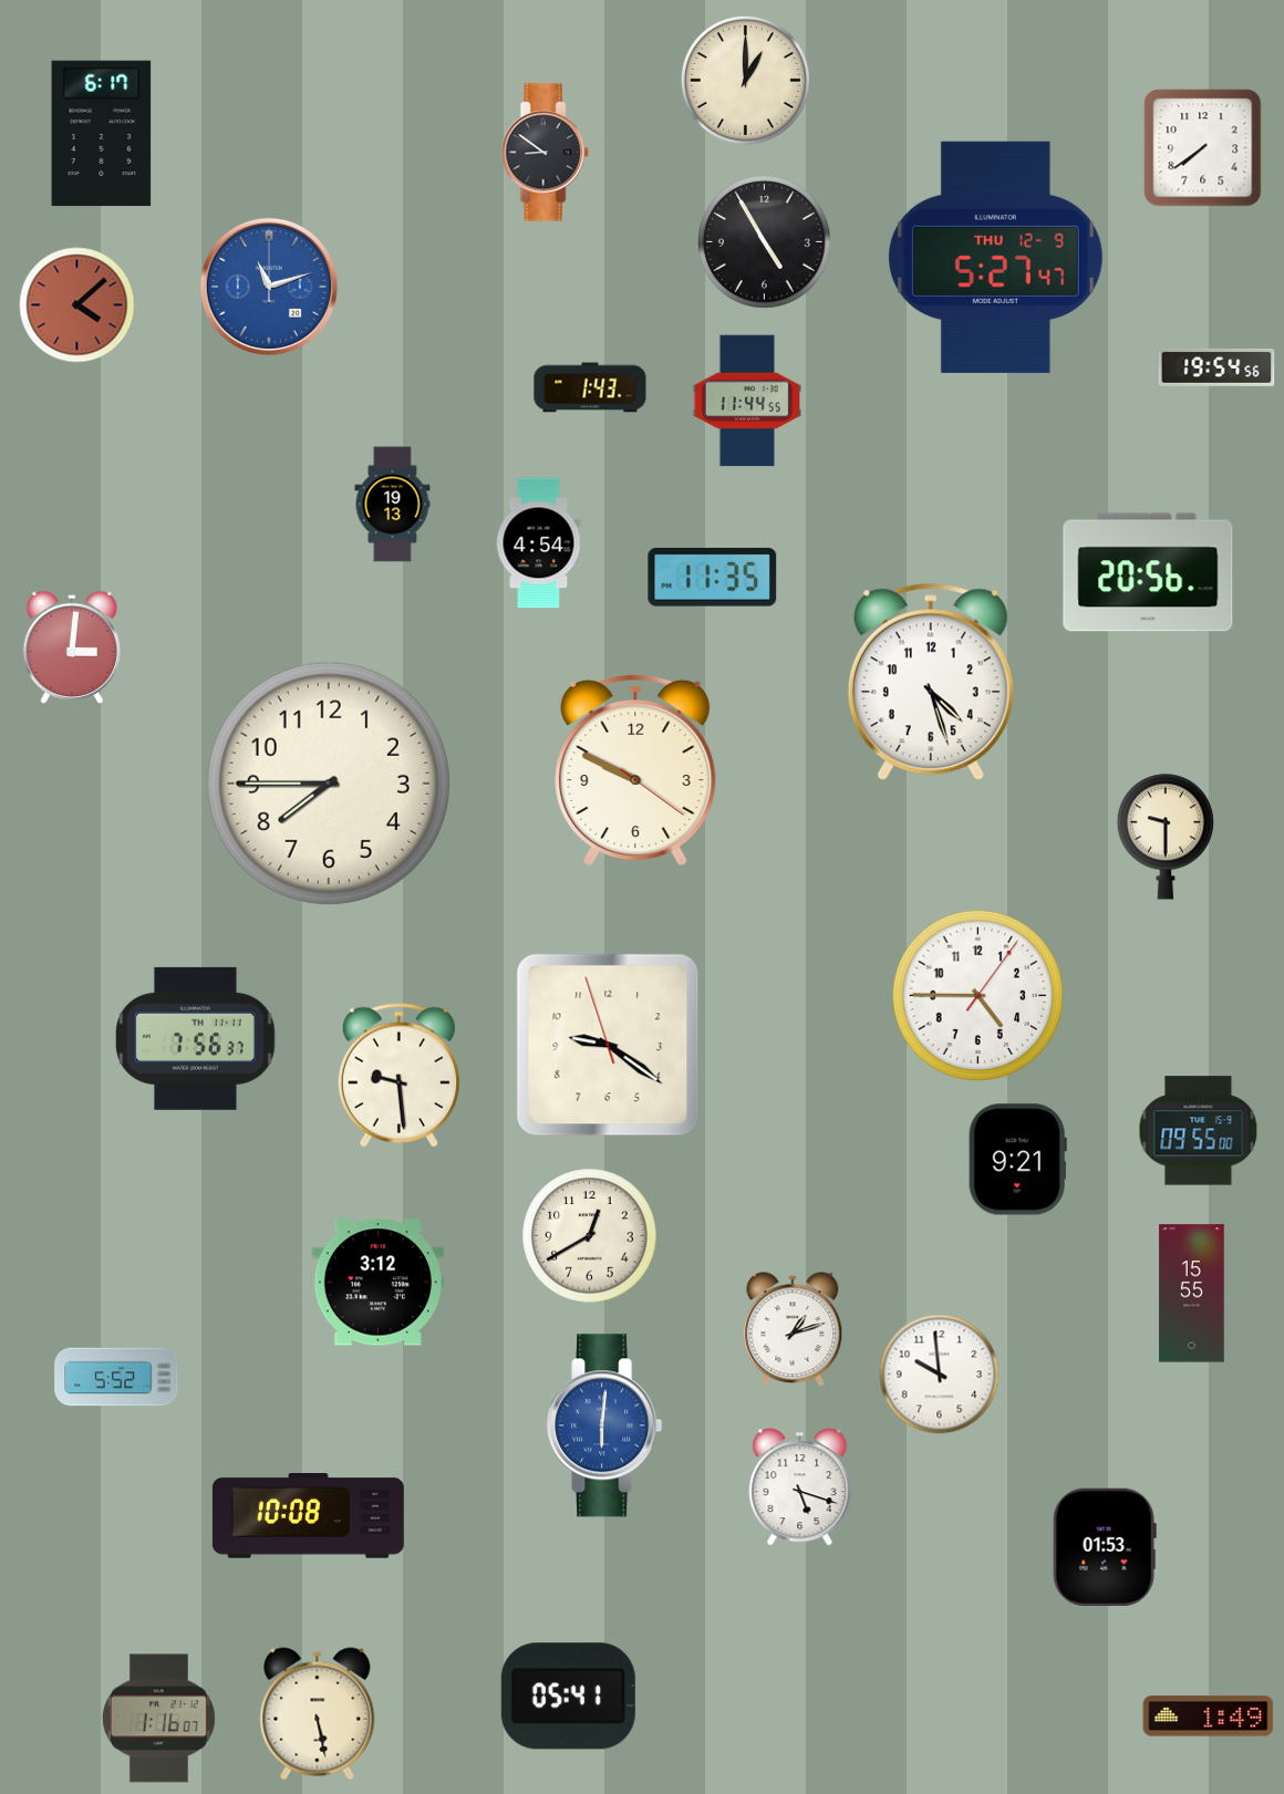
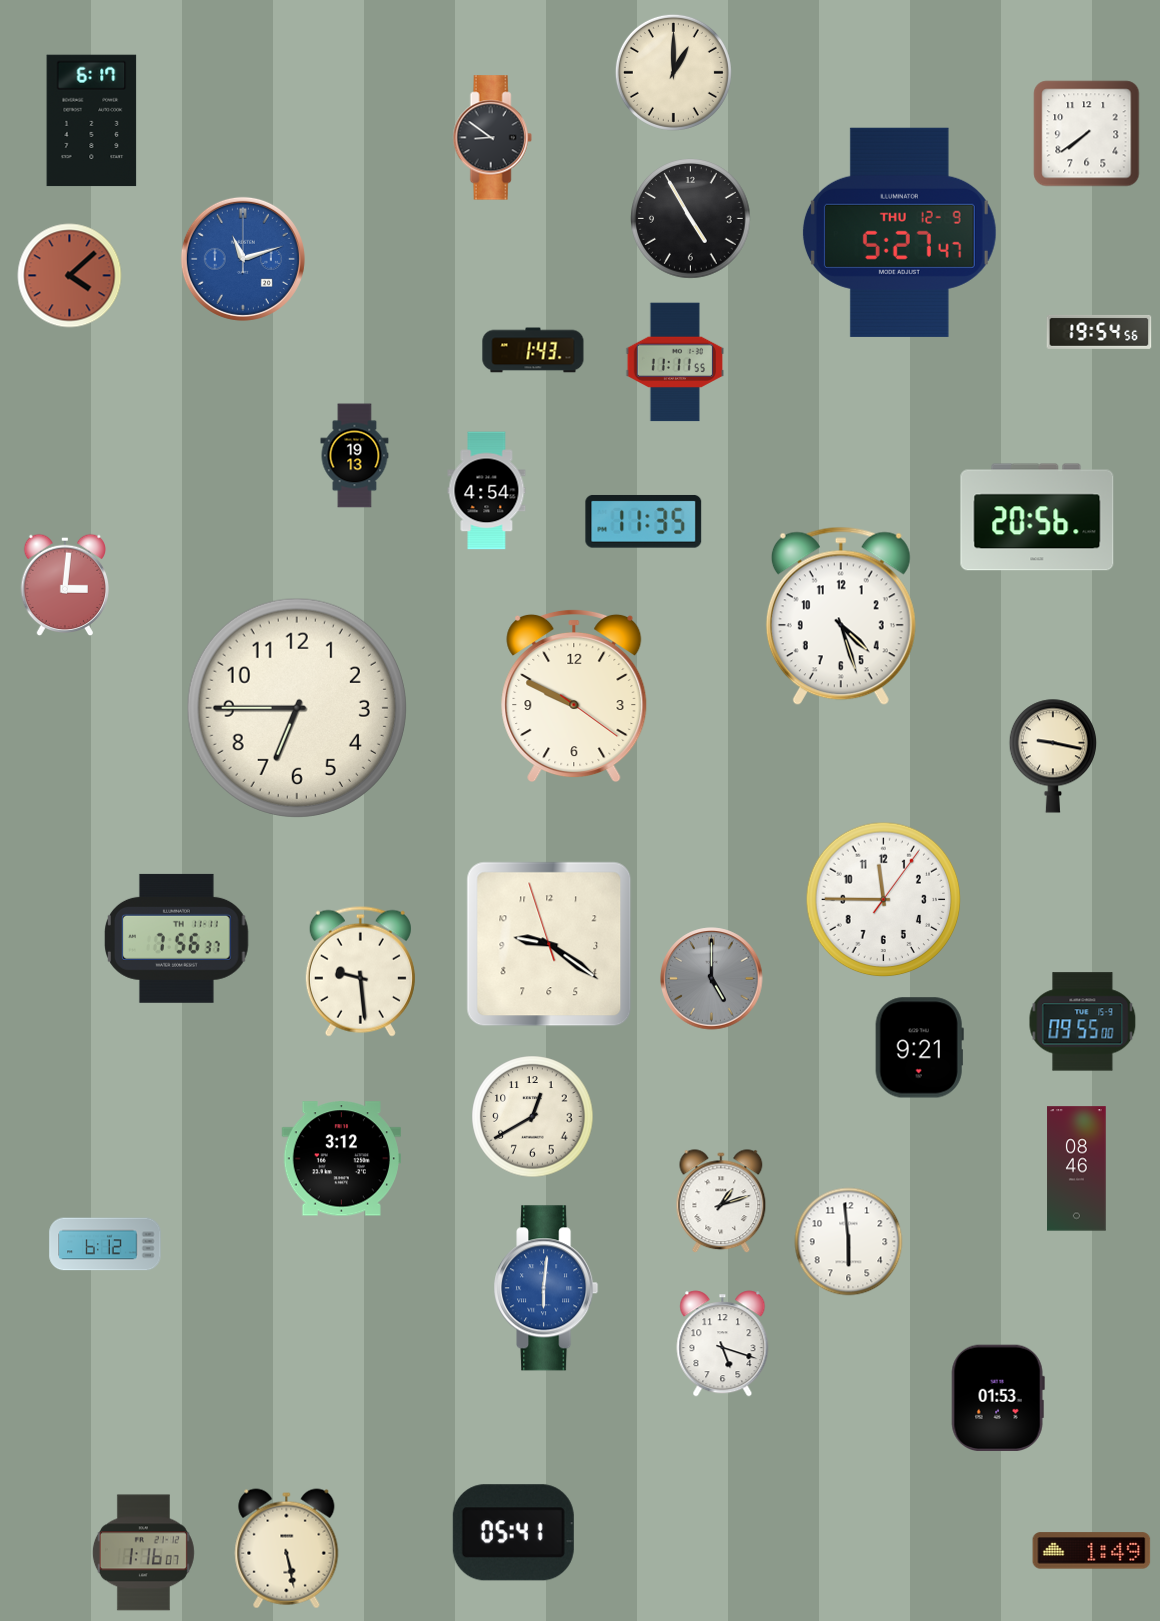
clock at (747, 401): 11:44 -> 11:11
clock at (329, 784): 7:45 -> 6:45
clock at (1164, 837): 9:30 -> 9:17
clock at (978, 996): 4:45 -> 11:45
clock at (712, 979): none -> 5:00
clock at (1192, 1294): 15:55 -> 08:46
clock at (793, 1330) position: (793, 1330) -> (721, 1202)
clock at (940, 1375): 9:59 -> 5:59
clock at (116, 1377): 5:52 -> 6:12
clock at (308, 1516): 10:08 -> none
